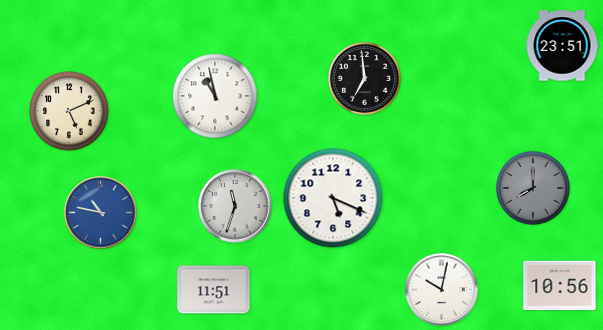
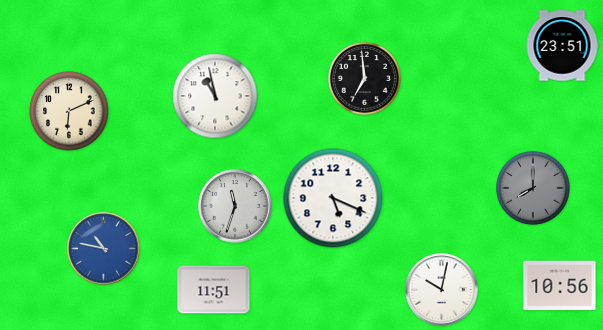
clock at (69, 111): 5:11 -> 6:11
clock at (101, 213) position: (101, 213) -> (104, 249)
